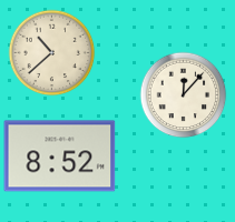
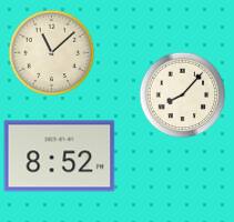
clock at (51, 52): 10:38 -> 11:08
clock at (183, 94): 12:07 -> 8:07
